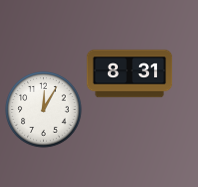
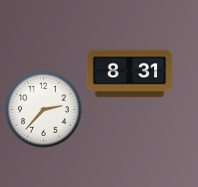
clock at (44, 110): 12:05 -> 2:37
